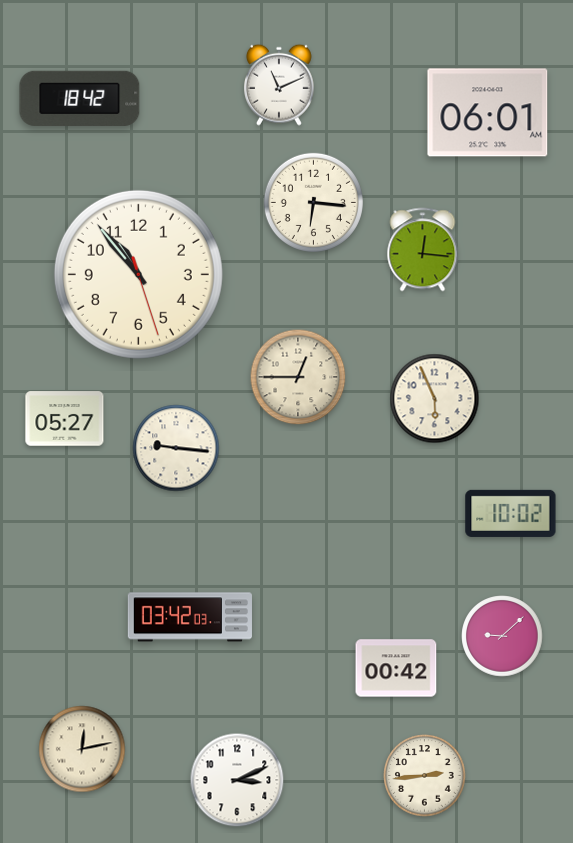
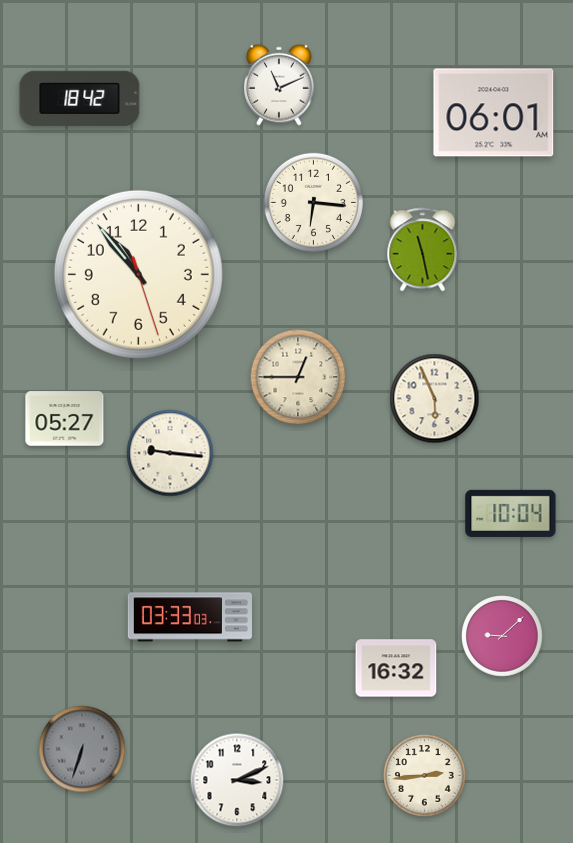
clock at (488, 113) position: (488, 113) -> (494, 113)
clock at (423, 250): 12:16 -> 11:28
clock at (176, 448) position: (176, 448) -> (170, 453)
clock at (511, 513): 10:02 -> 10:04
clock at (190, 617): 03:42 -> 03:33
clock at (396, 668): 00:42 -> 16:32
clock at (82, 749): 12:13 -> 6:33
clock at (82, 749) dial: cream -> grey
